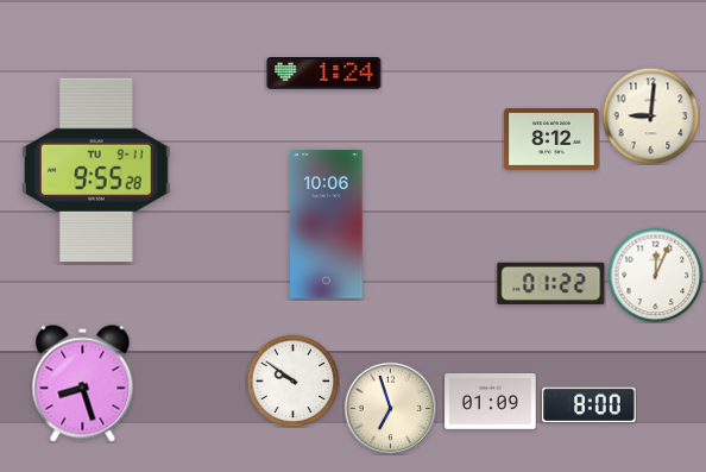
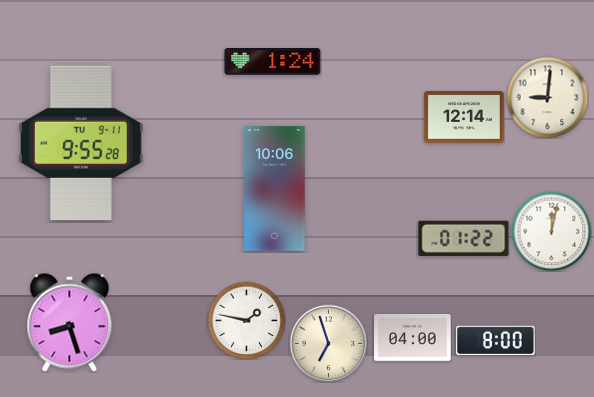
clock at (551, 139): 8:12 -> 12:14
clock at (655, 275): 12:04 -> 12:02
clock at (292, 380): 9:51 -> 1:47
clock at (491, 402): 01:09 -> 04:00
